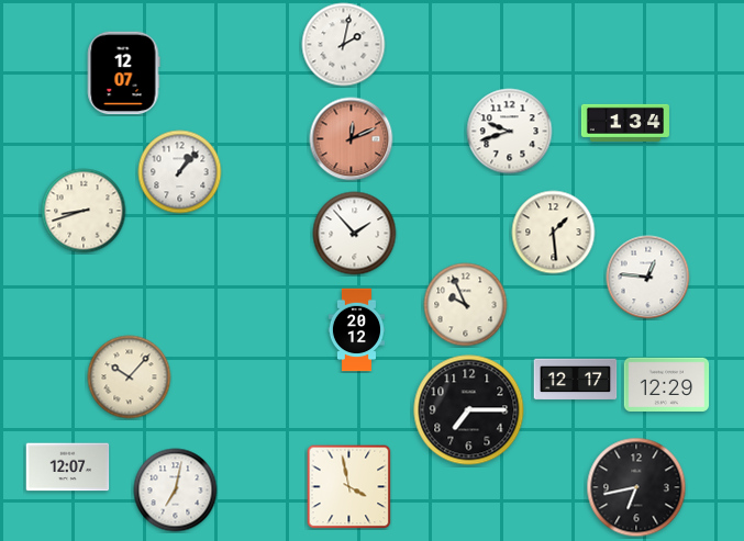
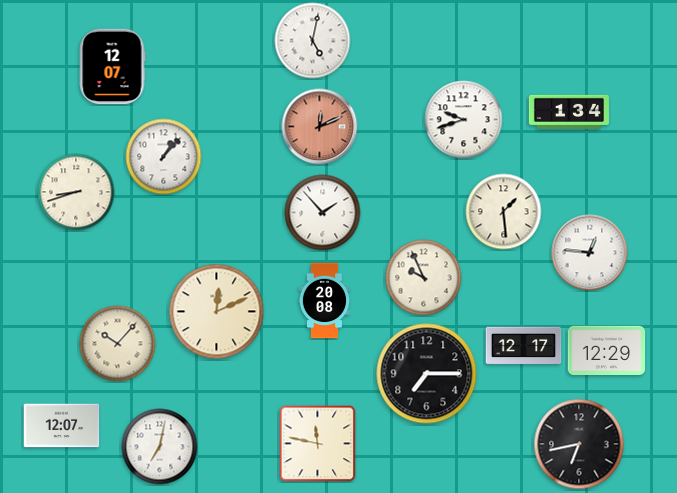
clock at (344, 45): 2:02 -> 5:02
clock at (356, 330): 20:12 -> 20:08
clock at (217, 312): none -> 12:11
clock at (349, 487): 3:58 -> 11:47
